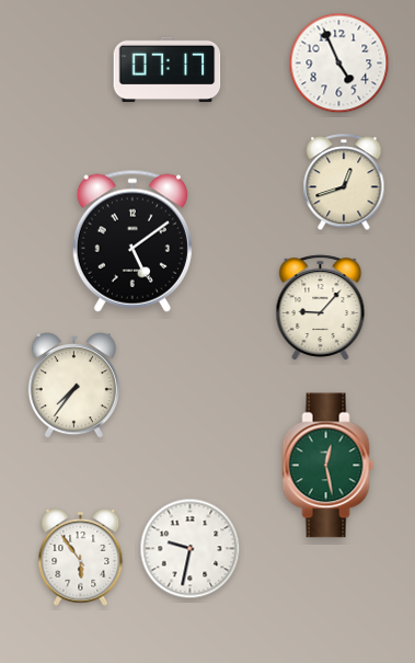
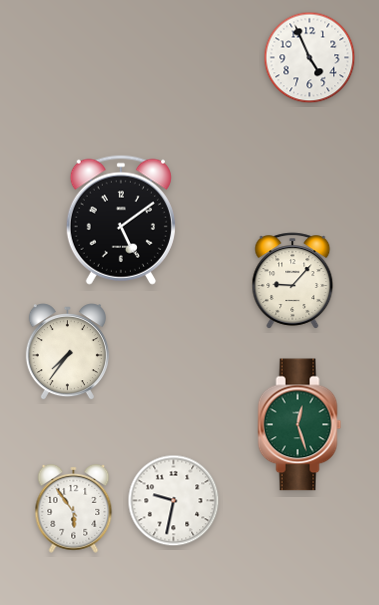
clock at (168, 70): 07:17 -> none
clock at (344, 183): 12:42 -> none
clock at (328, 466): 12:28 -> 12:27
